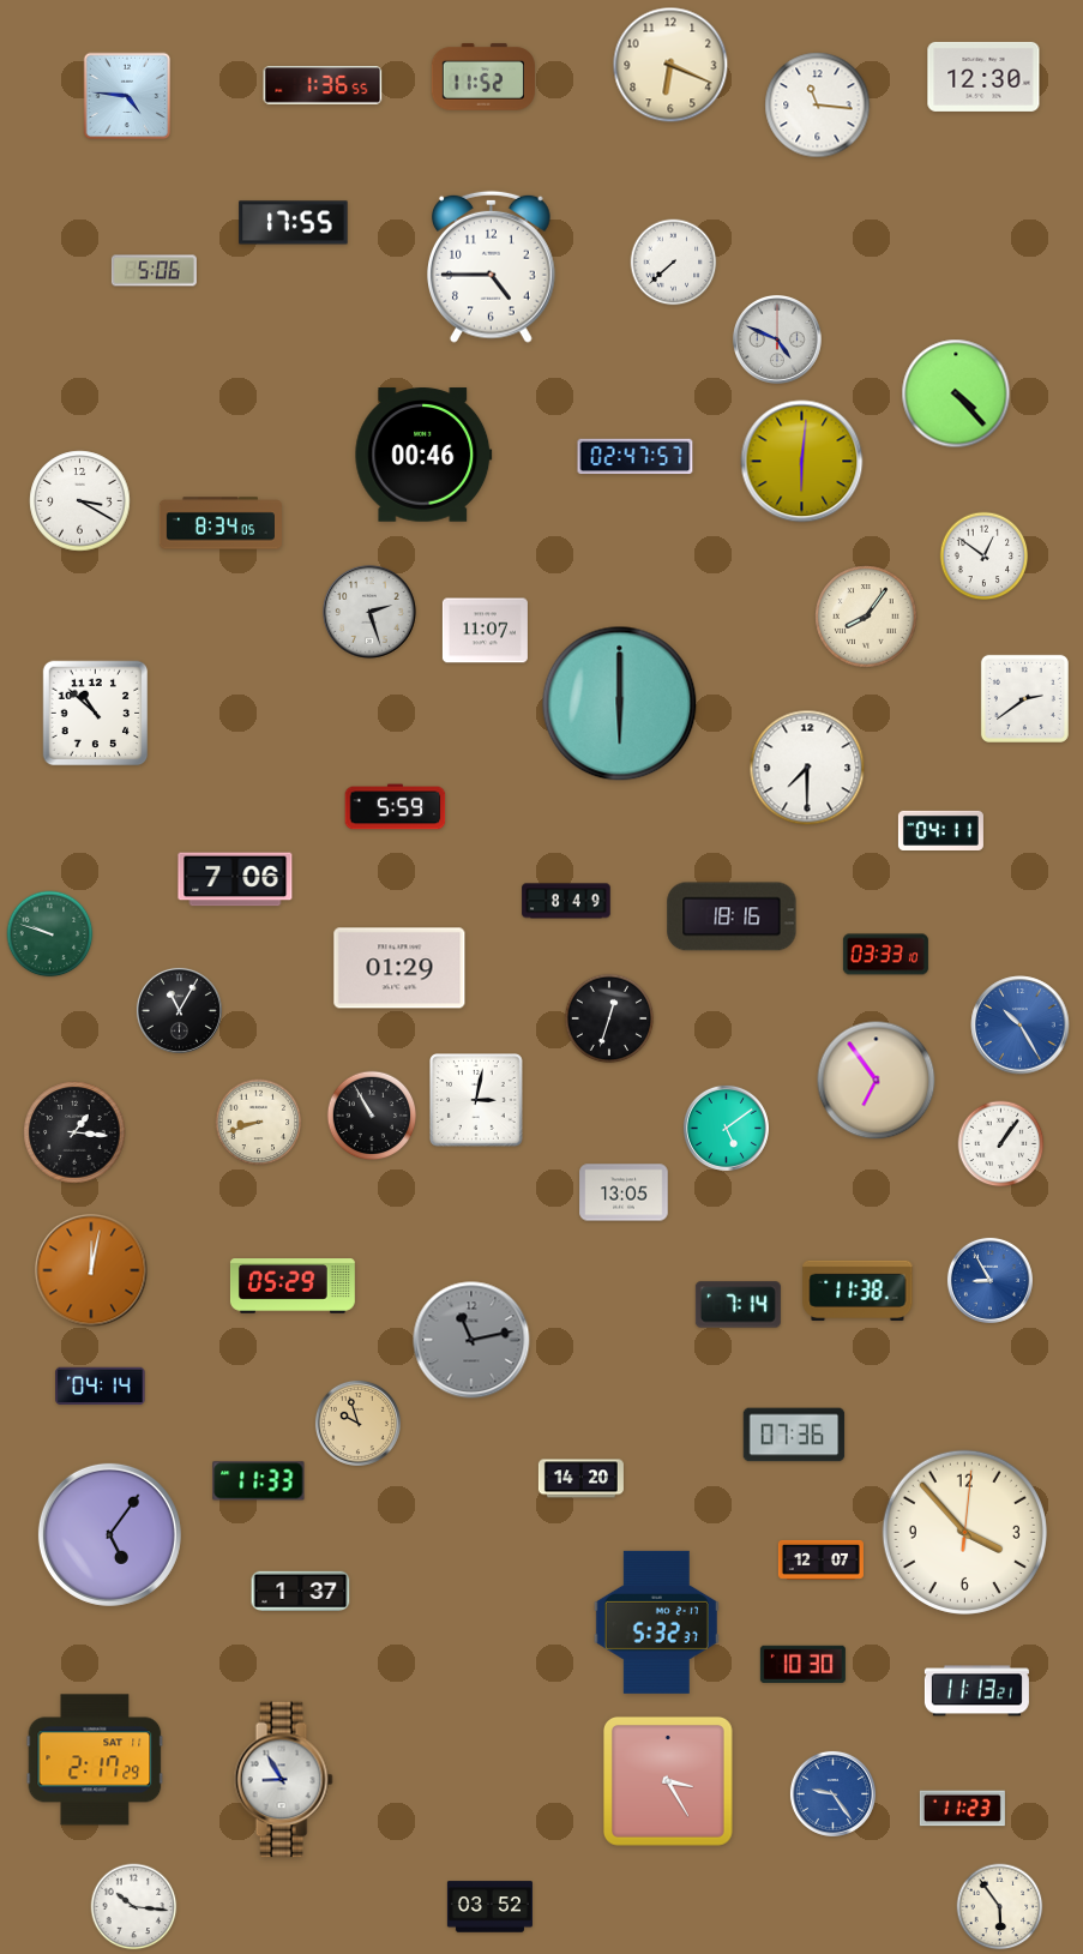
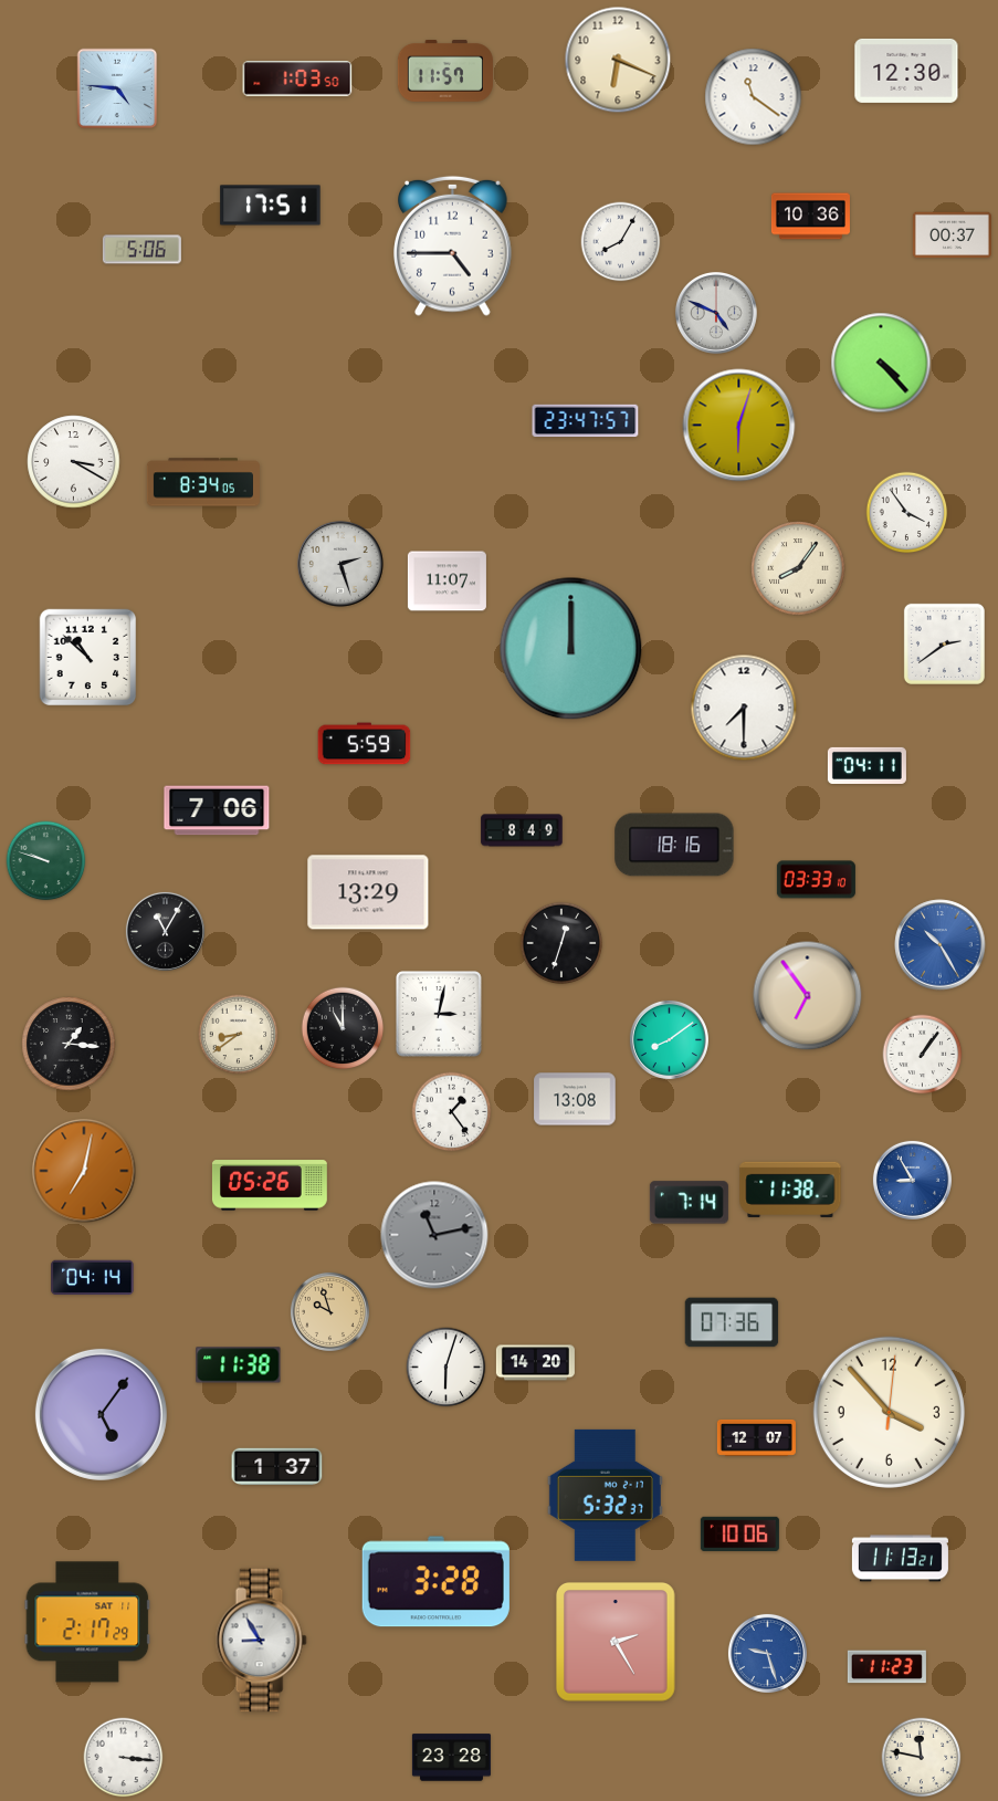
clock at (483, 78): 11:52 -> 11:57
clock at (323, 85): 1:36 -> 1:03
clock at (818, 106): 11:16 -> 11:21
clock at (294, 223): 17:55 -> 17:51
clock at (810, 217): none -> 10:36
clock at (952, 235): none -> 00:37
clock at (674, 263): 7:38 -> 8:05
clock at (423, 455): 00:46 -> none
clock at (636, 457): 02:47 -> 23:47
clock at (802, 462): 6:01 -> 6:03
clock at (985, 557): 12:51 -> 3:54
clock at (620, 704): 6:00 -> 12:00
clock at (399, 968): 01:29 -> 13:29
clock at (609, 1018) position: (609, 1018) -> (561, 943)
clock at (372, 1116): 10:55 -> 11:00
clock at (259, 1123): 8:42 -> 8:39
clock at (726, 1128): 5:09 -> 8:09
clock at (624, 1192): 13:05 -> 13:08
clock at (452, 1112): none -> 1:24
clock at (91, 1270): 12:02 -> 7:02
clock at (293, 1286): 05:29 -> 05:26
clock at (738, 1305) position: (738, 1305) -> (689, 1203)
clock at (259, 1481): 11:33 -> 11:38
clock at (447, 1368): none -> 6:03
clock at (802, 1664): 10:30 -> 10:06
clock at (435, 1582): none -> 3:28
clock at (668, 1781): 3:25 -> 2:25
clock at (832, 1793): 9:24 -> 9:27
clock at (134, 1907): 10:16 -> 3:16
clock at (489, 1907): 03:52 -> 23:28
clock at (1000, 1907): 5:54 -> 11:47
